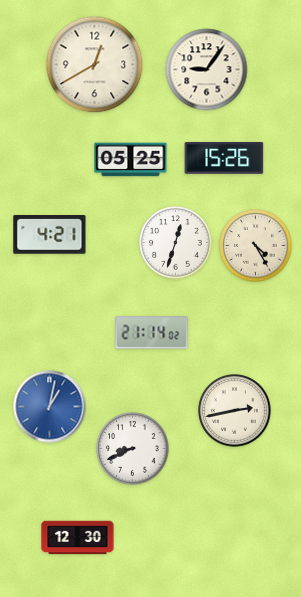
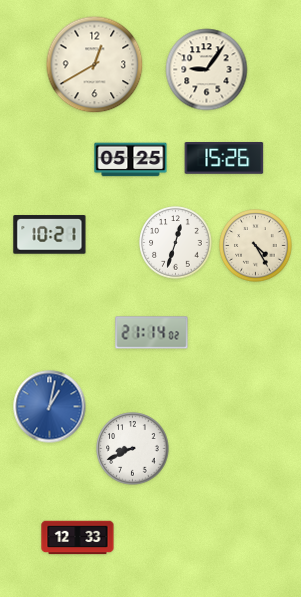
clock at (50, 235): 4:21 -> 10:21
clock at (235, 411): 2:43 -> none
clock at (78, 538): 12:30 -> 12:33
